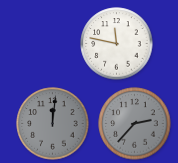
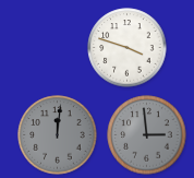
clock at (117, 44): 11:47 -> 3:48
clock at (135, 124): 2:37 -> 2:59
